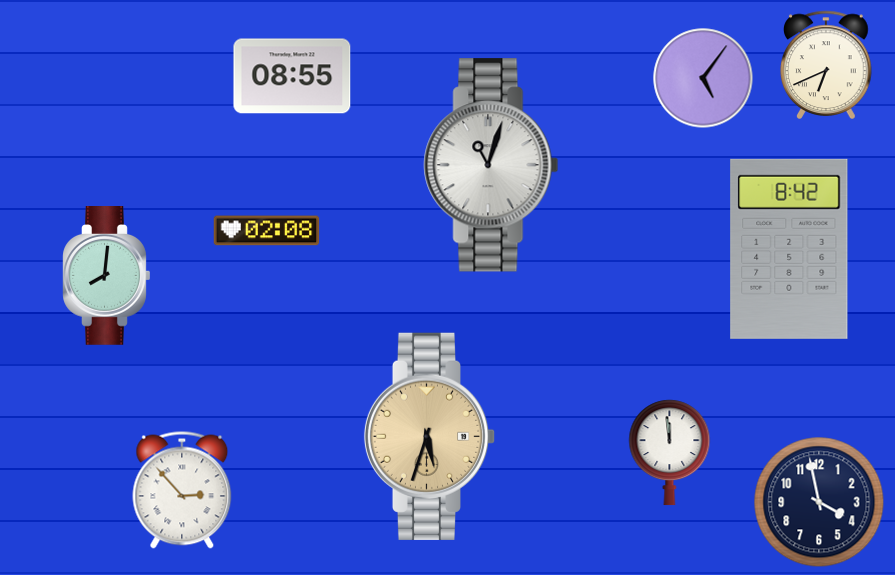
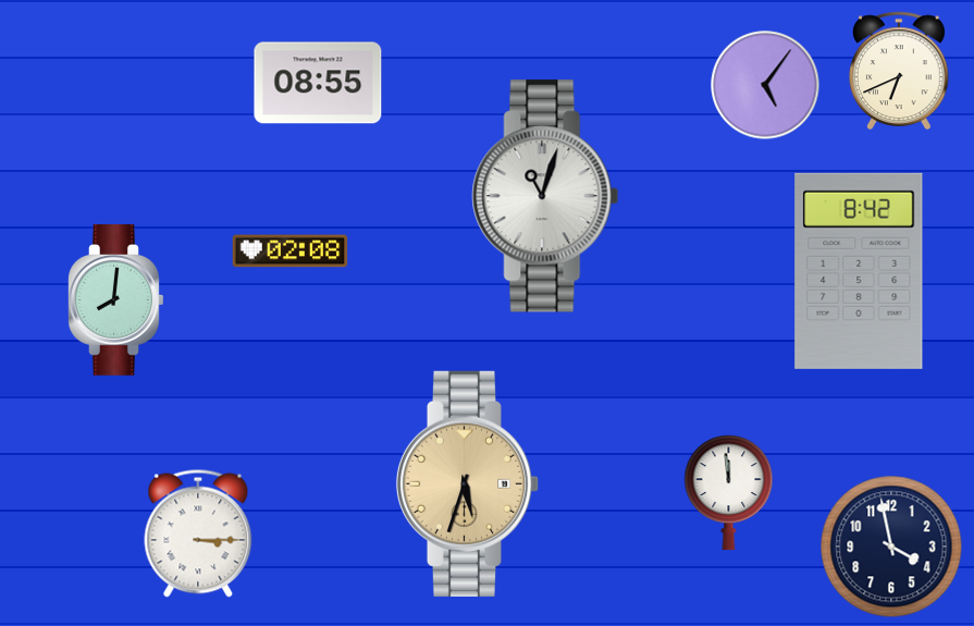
clock at (491, 165) position: (491, 165) -> (545, 196)
clock at (430, 436) position: (430, 436) -> (468, 483)
clock at (182, 490): 2:53 -> 3:15
